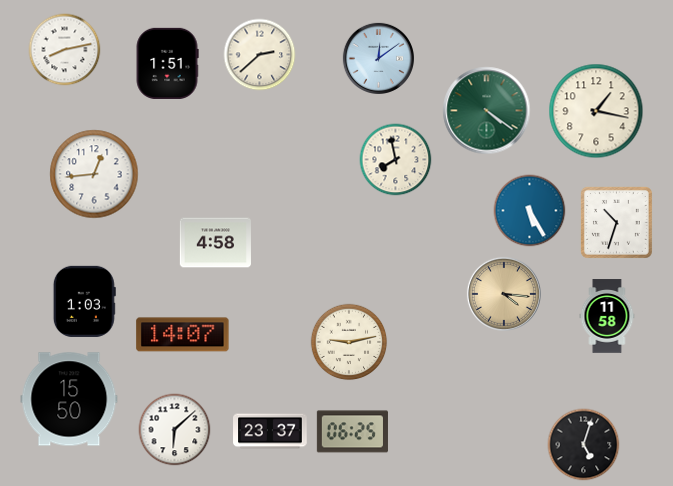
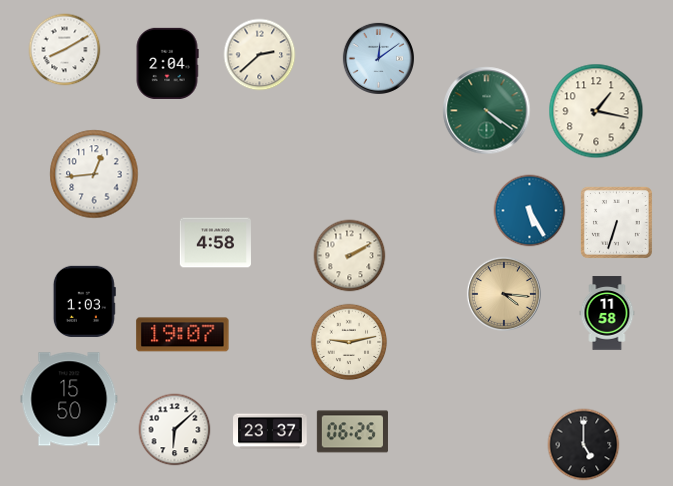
clock at (65, 50): 8:13 -> 8:10
clock at (167, 63): 1:51 -> 2:04
clock at (396, 160): 7:58 -> none
clock at (616, 222): 10:33 -> 6:33
clock at (350, 256): none -> 2:10
clock at (607, 316) position: (607, 316) -> (607, 313)
clock at (183, 335): 14:07 -> 19:07
clock at (584, 445): 5:03 -> 5:00
